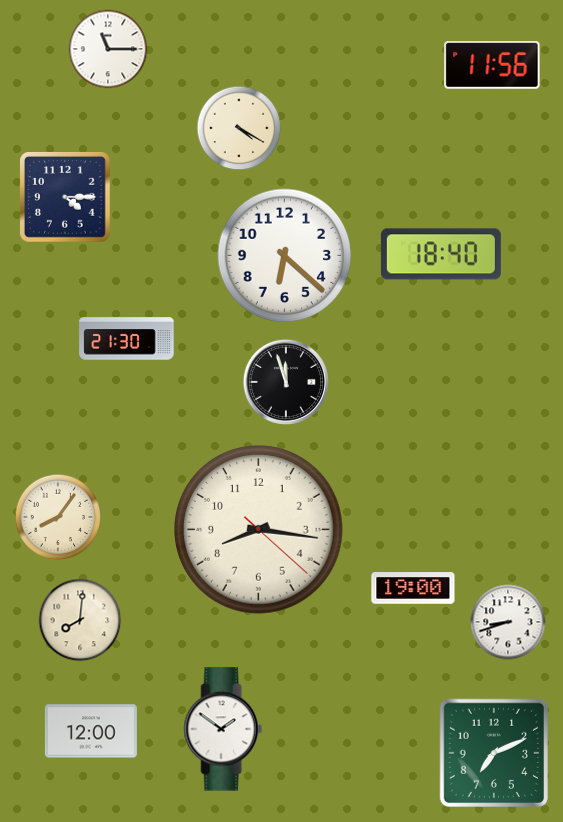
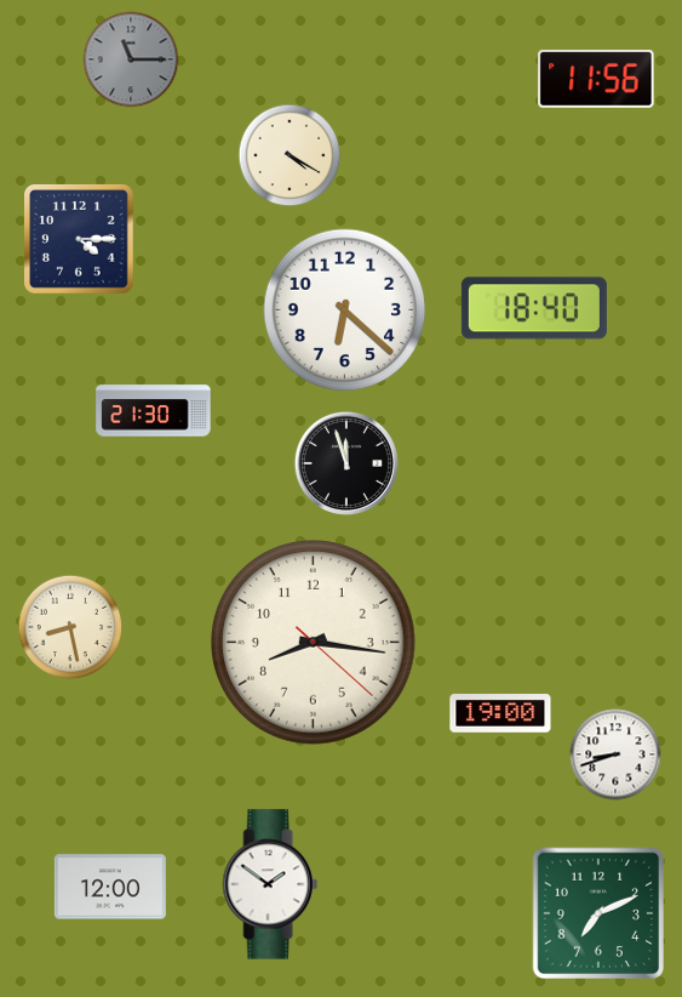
clock at (108, 49) dial: white -> grey
clock at (58, 517): 8:06 -> 8:28
clock at (80, 620): 8:01 -> none
